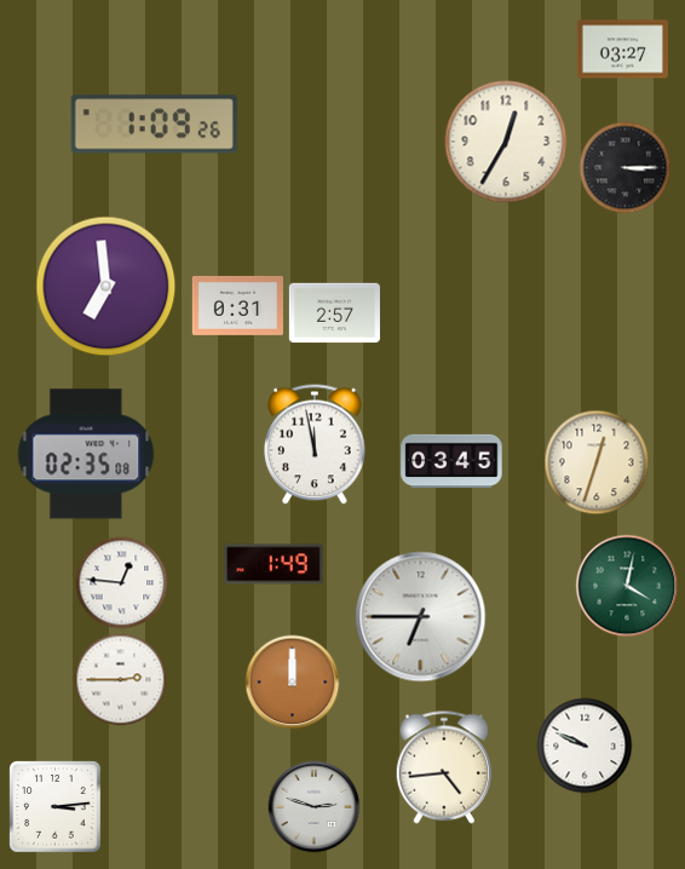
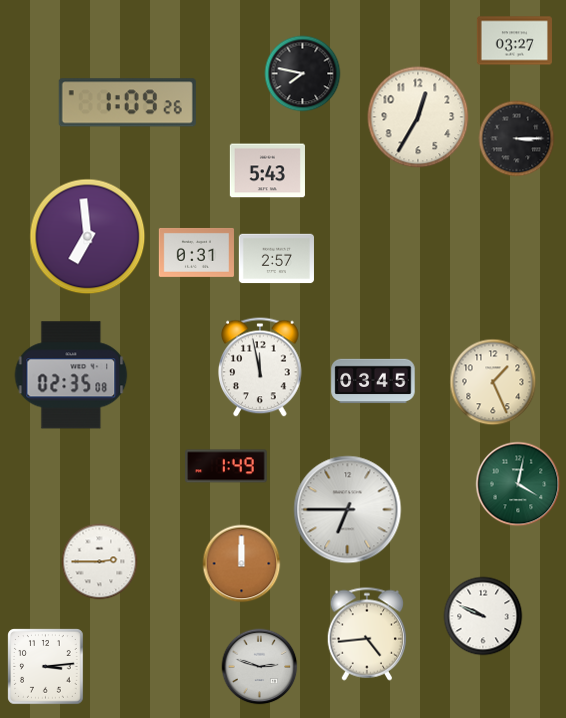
clock at (303, 74): none -> 7:47
clock at (267, 171): none -> 5:43
clock at (597, 462): 12:33 -> 1:26
clock at (122, 583): 12:46 -> none
